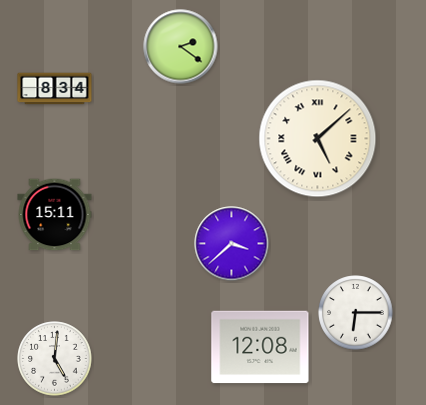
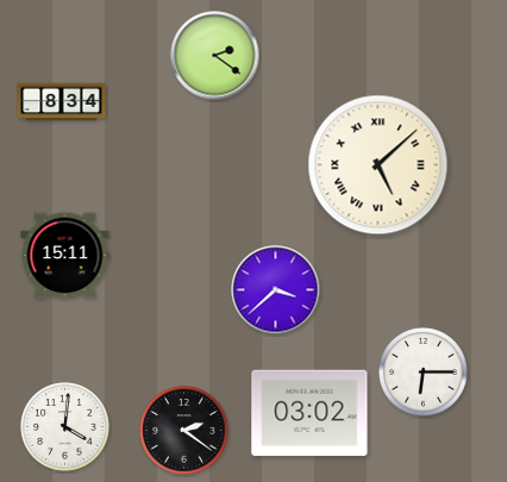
clock at (55, 89) position: (55, 89) -> (62, 102)
clock at (260, 347): 12:08 -> 03:02
clock at (55, 359): 5:01 -> 4:01
clock at (184, 431): none -> 2:21
